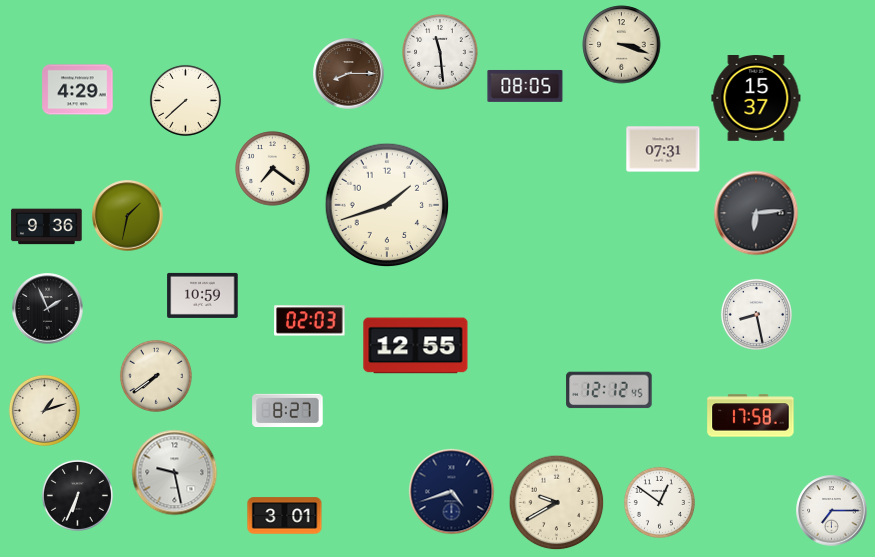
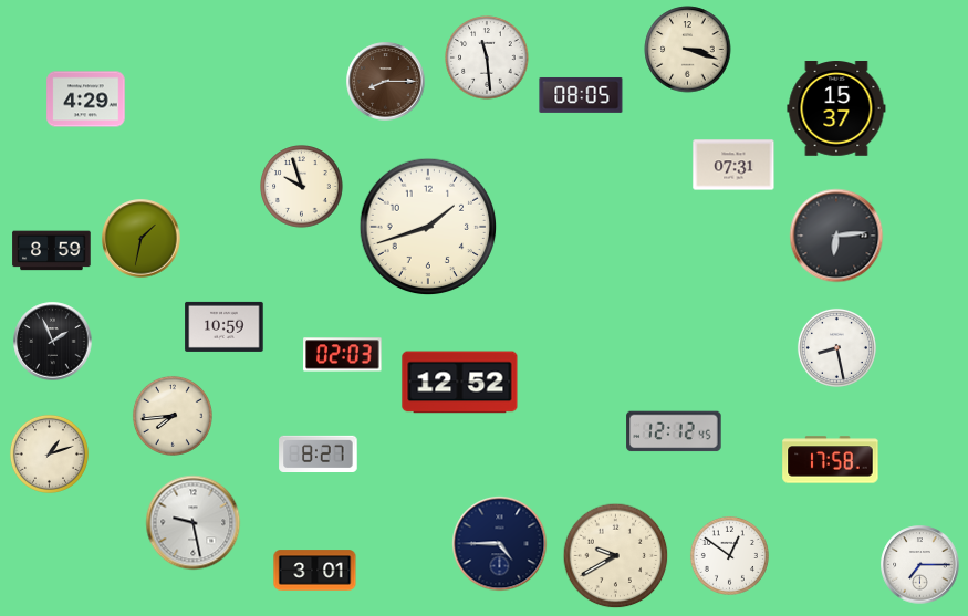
clock at (185, 100): 7:38 -> none
clock at (273, 169): 7:21 -> 9:57
clock at (47, 227): 9:36 -> 8:59
clock at (416, 346): 12:55 -> 12:52
clock at (156, 376): 7:39 -> 7:44
clock at (452, 492): 4:42 -> 4:45
clock at (77, 495): 6:34 -> none
